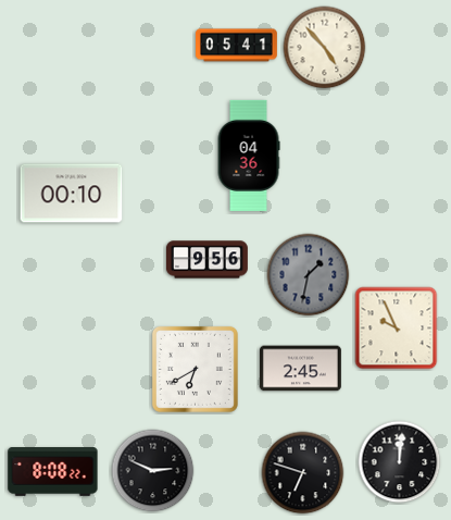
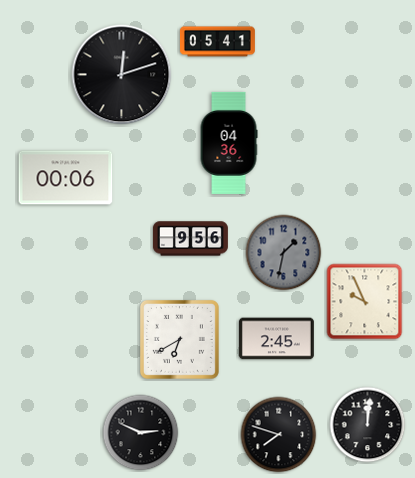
clock at (325, 48): 4:53 -> none
clock at (122, 75): none -> 12:12
clock at (72, 194): 00:10 -> 00:06
clock at (53, 472): 8:08 -> none
clock at (303, 473): 6:48 -> 7:48
